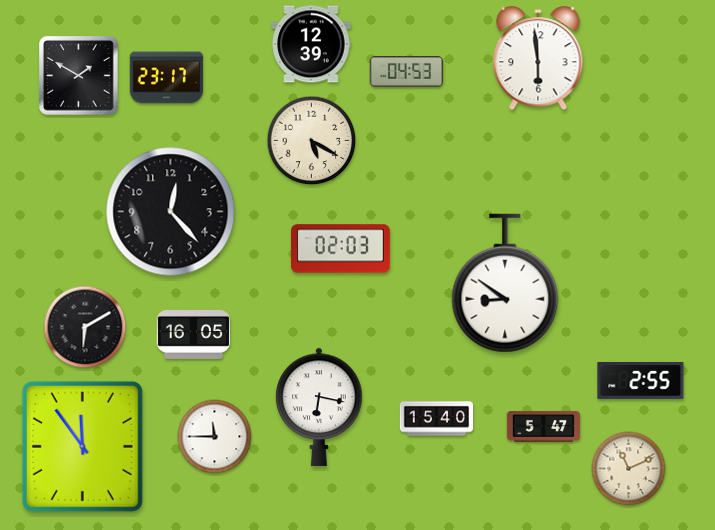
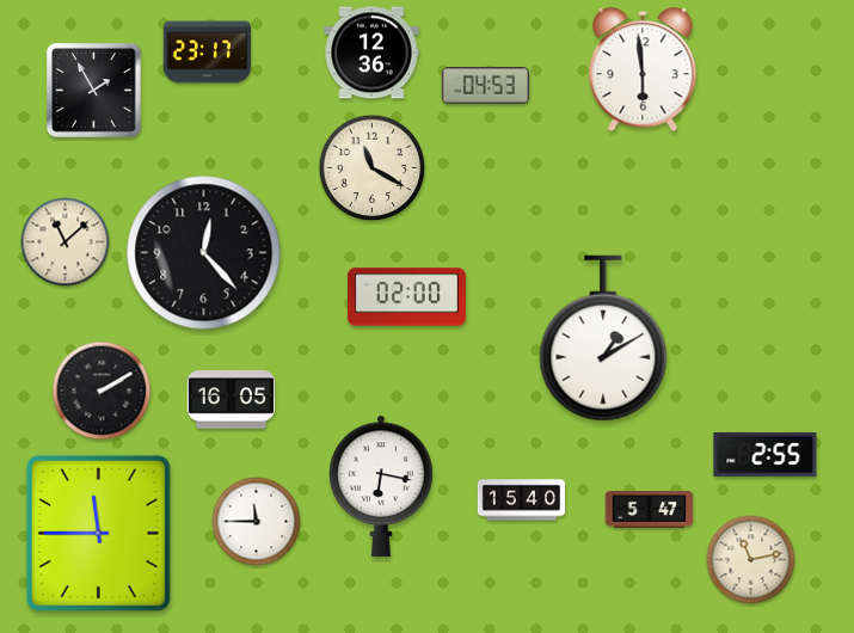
clock at (311, 44): 12:39 -> 12:36
clock at (79, 76): 1:50 -> 1:55
clock at (167, 78) position: (167, 78) -> (208, 53)
clock at (312, 141): 5:20 -> 11:20
clock at (66, 242): none -> 11:08
clock at (340, 249): 02:03 -> 02:00
clock at (505, 283): 8:51 -> 1:10
clock at (85, 327): 6:10 -> 2:10
clock at (82, 446): 11:54 -> 11:45
clock at (629, 469): 11:11 -> 11:13
